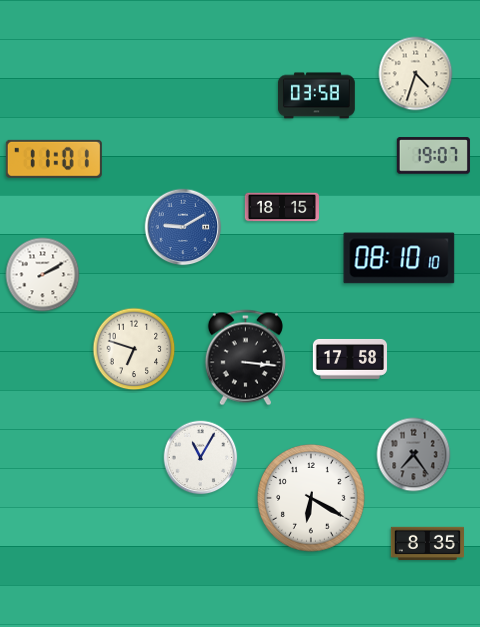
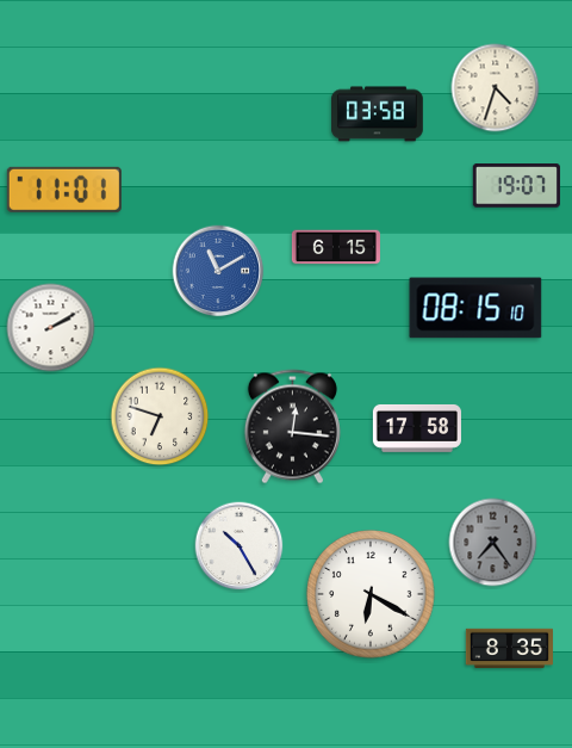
clock at (282, 207): 18:15 -> 6:15
clock at (183, 227): 9:10 -> 11:10
clock at (399, 258): 08:10 -> 08:15
clock at (245, 358): 3:16 -> 12:16
clock at (201, 458): 11:05 -> 10:25
